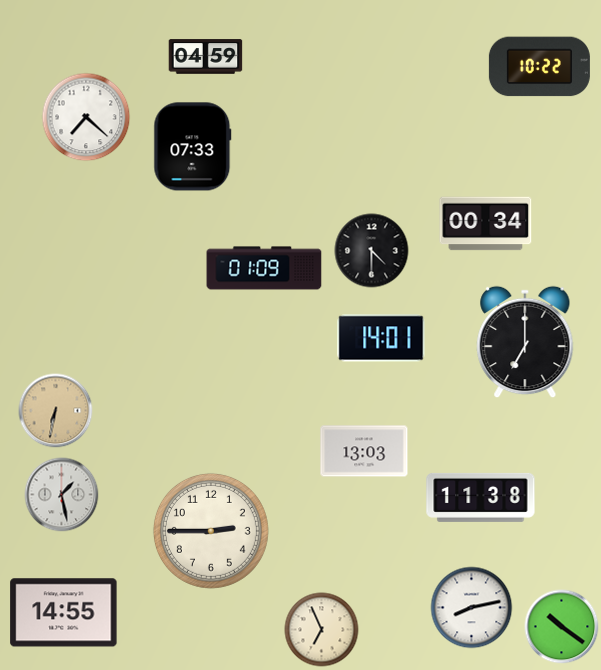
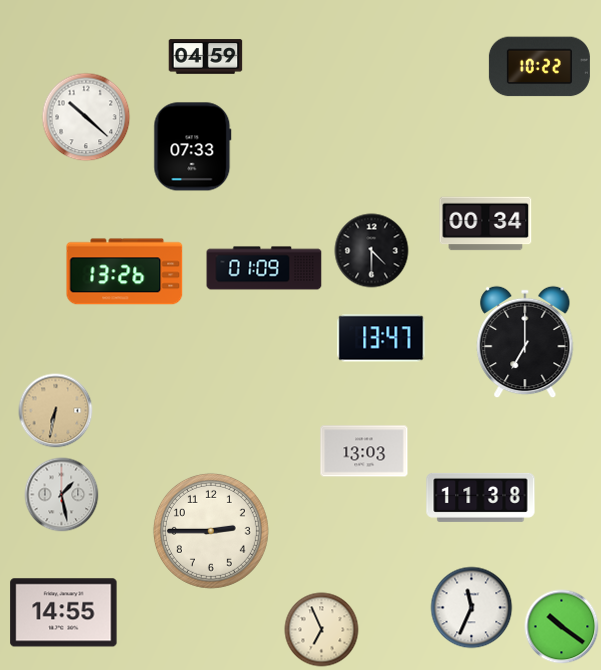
clock at (86, 117): 7:22 -> 10:22
clock at (125, 272): none -> 13:26
clock at (381, 338): 14:01 -> 13:47
clock at (472, 608): 8:13 -> 11:34
